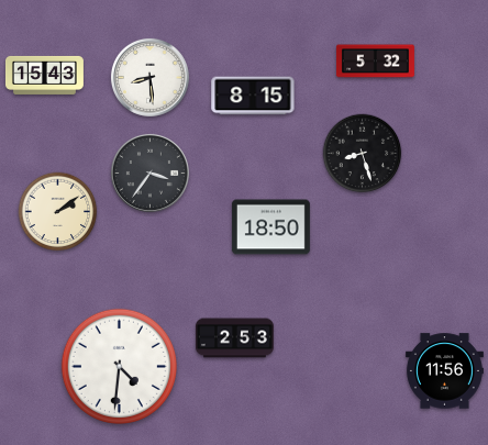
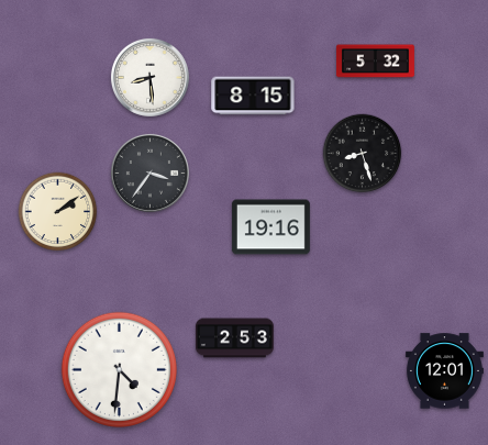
clock at (44, 75): 15:43 -> none
clock at (270, 227): 18:50 -> 19:16
clock at (119, 366) position: (119, 366) -> (119, 369)
clock at (444, 371): 11:56 -> 12:01
